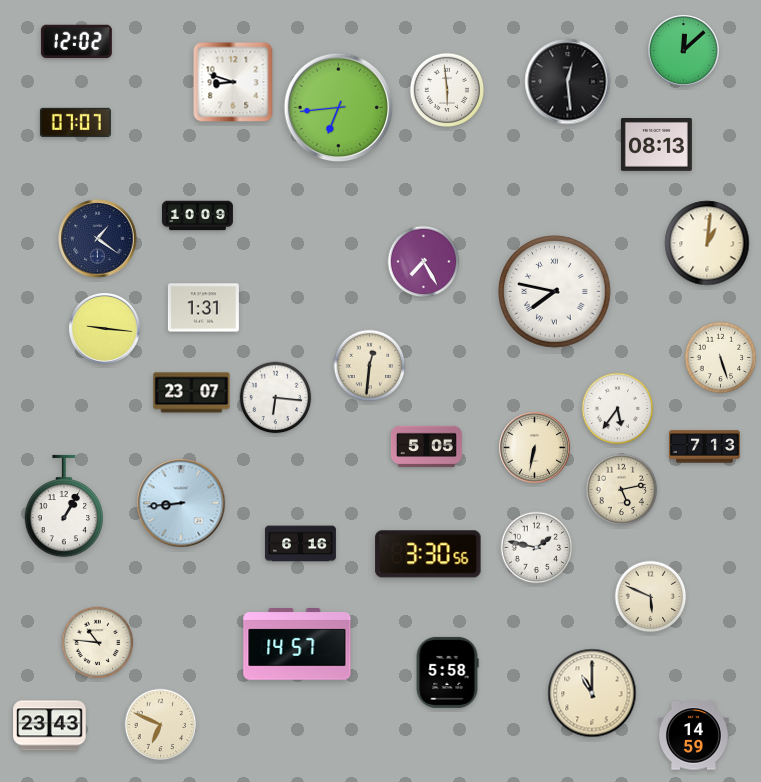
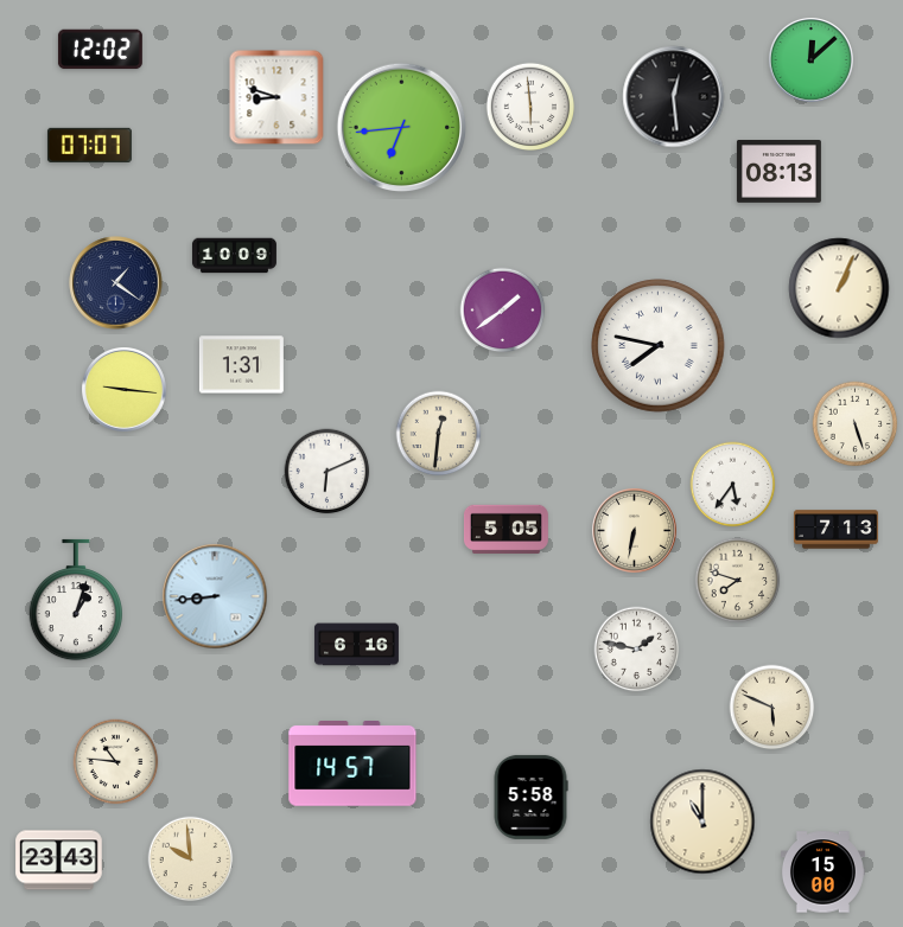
clock at (76, 42) position: (76, 42) -> (100, 50)
clock at (707, 243): 1:01 -> 1:04
clock at (424, 262): 7:25 -> 1:39
clock at (192, 393): 23:07 -> none
clock at (276, 398): 6:16 -> 6:11
clock at (622, 490): 5:13 -> 7:48
clock at (63, 506): 1:05 -> 1:03
clock at (428, 554): 3:30 -> none
clock at (161, 725): 6:49 -> 9:59
clock at (693, 736): 14:59 -> 15:00
